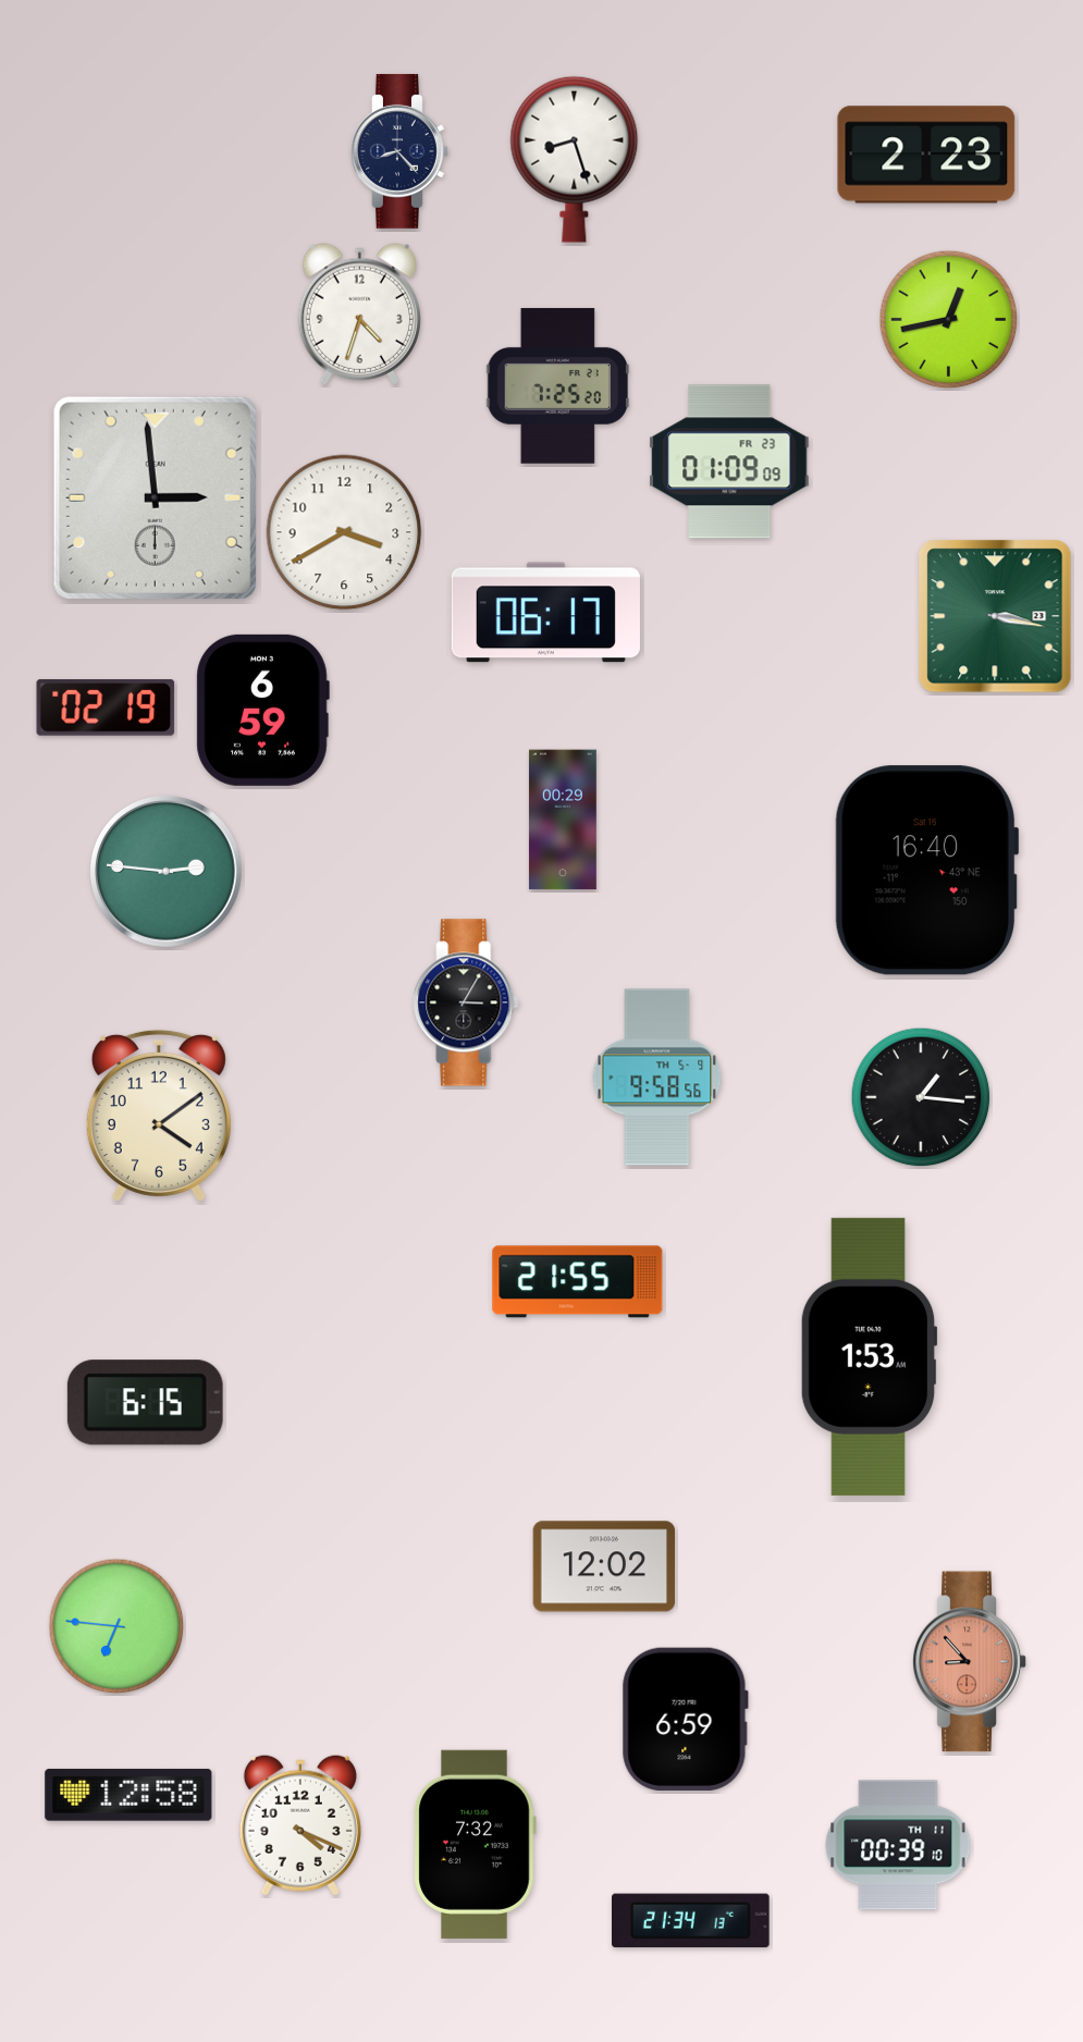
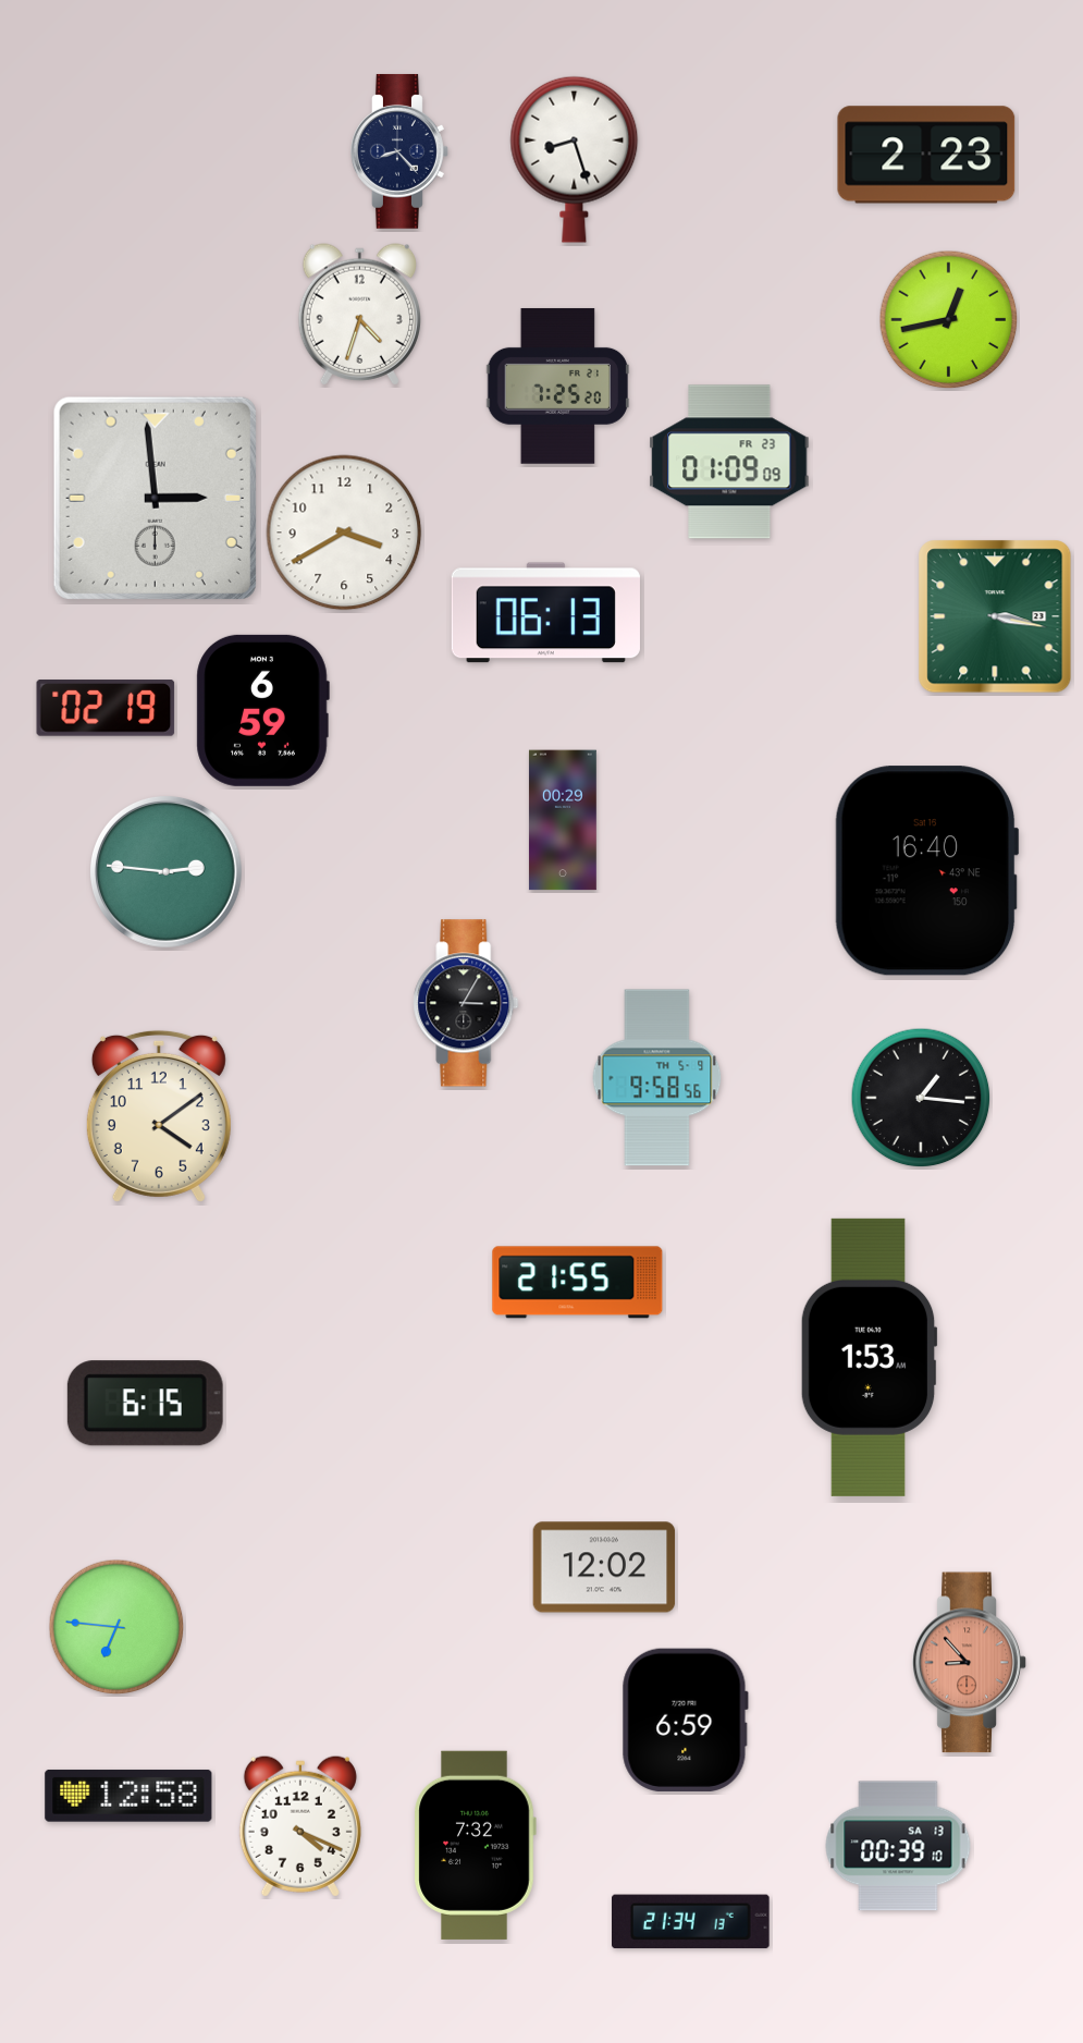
clock at (545, 613): 06:17 -> 06:13
clock at (898, 1845) date: TH 11 -> SA 13
